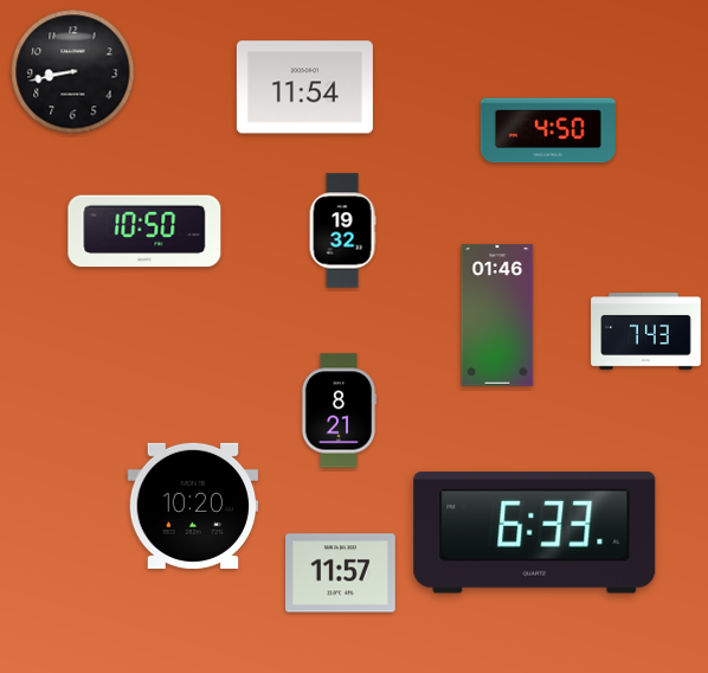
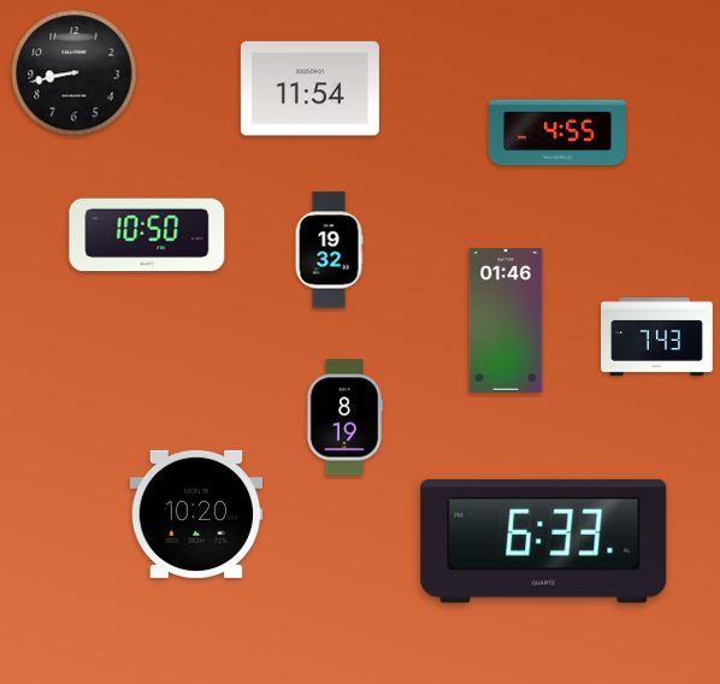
clock at (548, 130): 4:50 -> 4:55
clock at (342, 231) position: (342, 231) -> (329, 250)
clock at (339, 411): 8:21 -> 8:19
clock at (341, 573): 11:57 -> none
